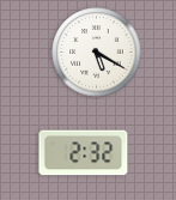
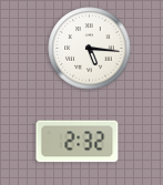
clock at (97, 53): 5:20 -> 5:16
